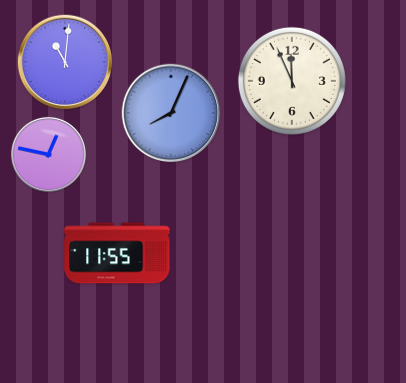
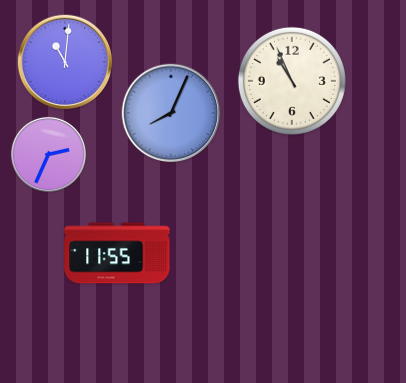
clock at (292, 81): 11:56 -> 10:56
clock at (48, 154): 12:47 -> 2:34
